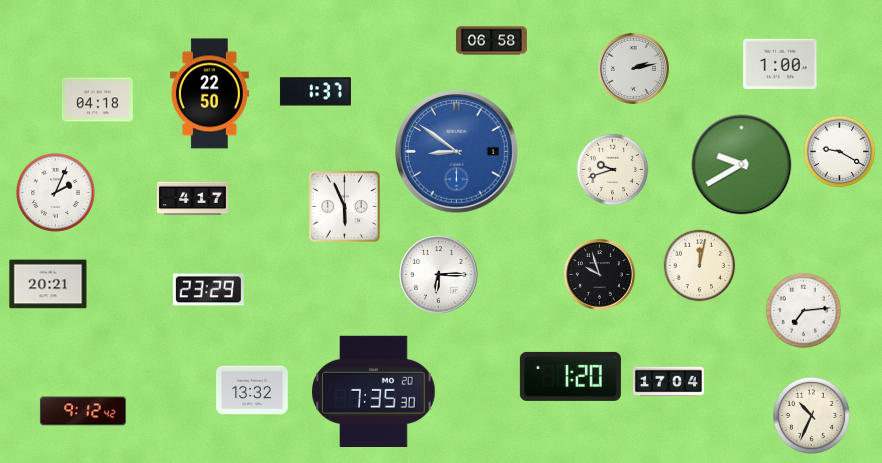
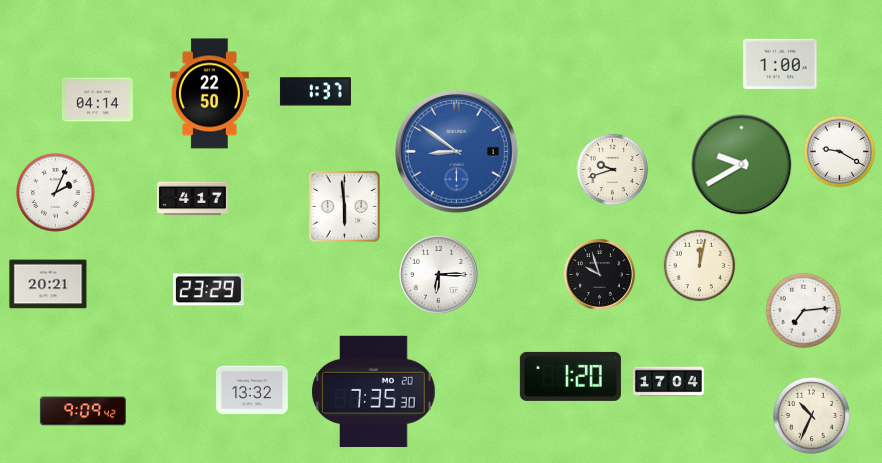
clock at (491, 41): 06:58 -> none
clock at (633, 68): 2:13 -> none
clock at (97, 100): 04:18 -> 04:14
clock at (344, 206): 5:56 -> 5:59
clock at (83, 411): 9:12 -> 9:09
